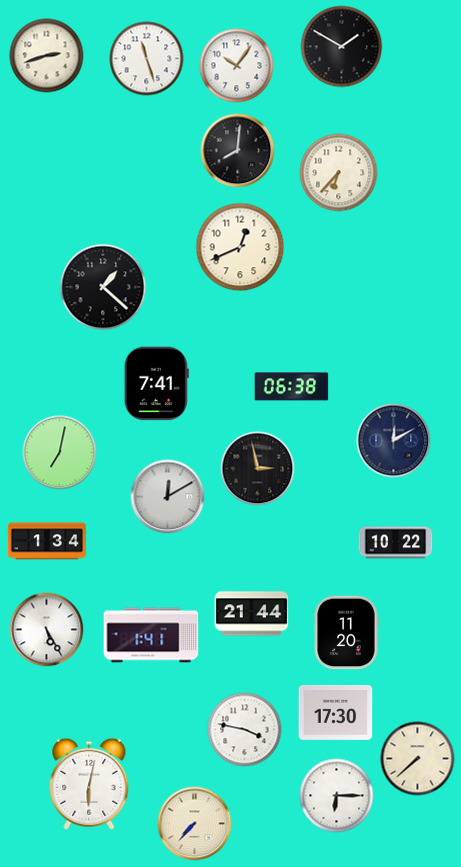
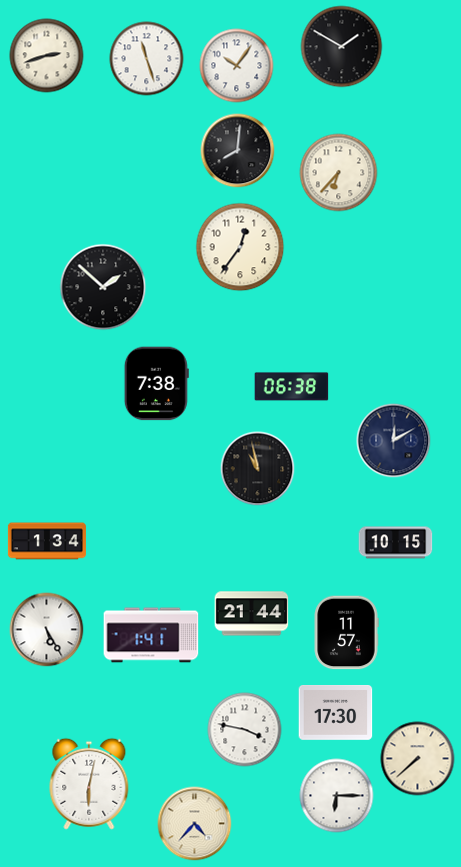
clock at (240, 247): 12:41 -> 12:36
clock at (103, 287): 1:22 -> 1:52
clock at (156, 384): 7:41 -> 7:38
clock at (60, 453): 7:02 -> none
clock at (258, 469): 2:58 -> 10:58
clock at (168, 497): 12:10 -> none
clock at (396, 543): 10:22 -> 10:15
clock at (346, 633): 11:20 -> 11:57
clock at (195, 824): 7:37 -> 4:37
